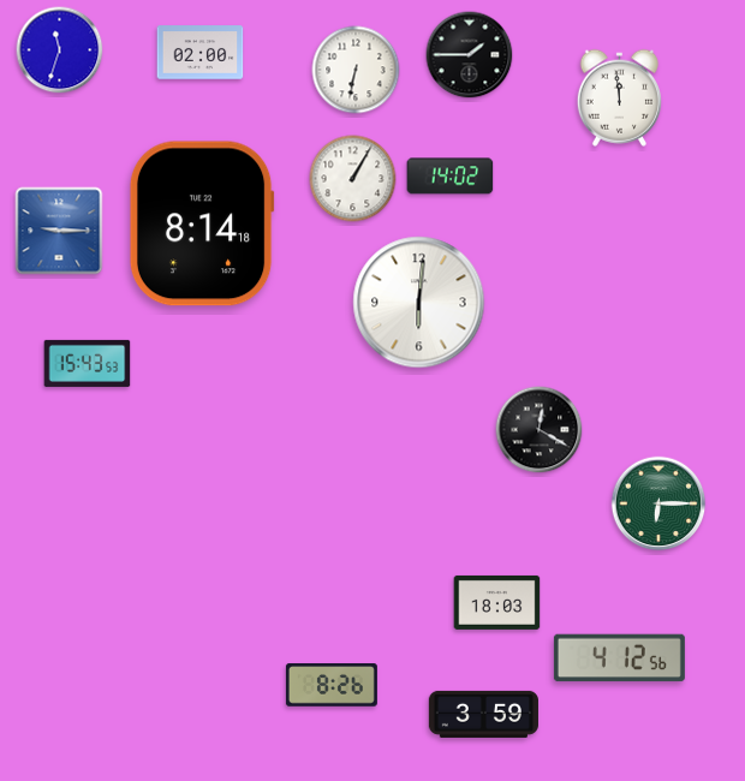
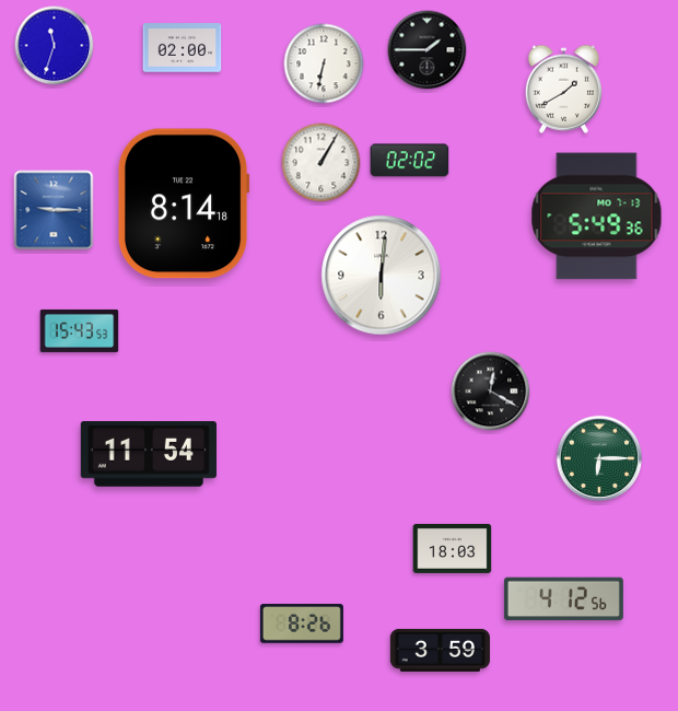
clock at (619, 97): 11:59 -> 1:40
clock at (451, 177): 14:02 -> 02:02
clock at (597, 217): none -> 5:49
clock at (149, 455): none -> 11:54
